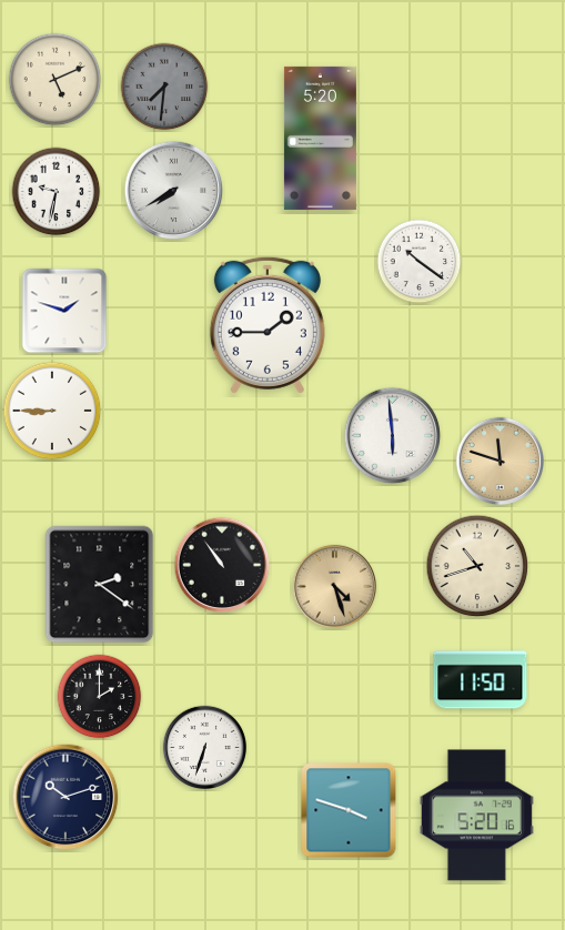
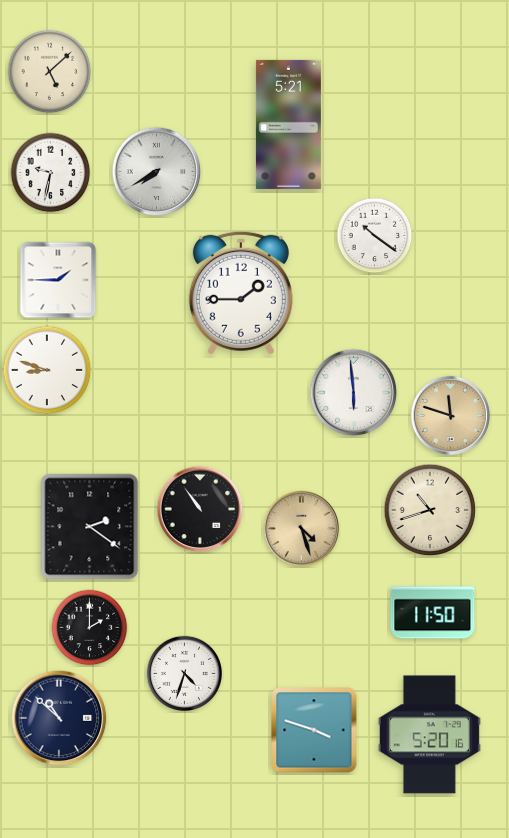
clock at (56, 80): 5:11 -> 5:08
clock at (164, 87): 7:31 -> none
clock at (320, 138): 5:20 -> 5:21
clock at (420, 262) position: (420, 262) -> (375, 236)
clock at (64, 311): 1:48 -> 1:45
clock at (52, 411): 8:45 -> 8:48
clock at (204, 747): 6:33 -> 4:33
clock at (65, 797): 10:12 -> 10:52
